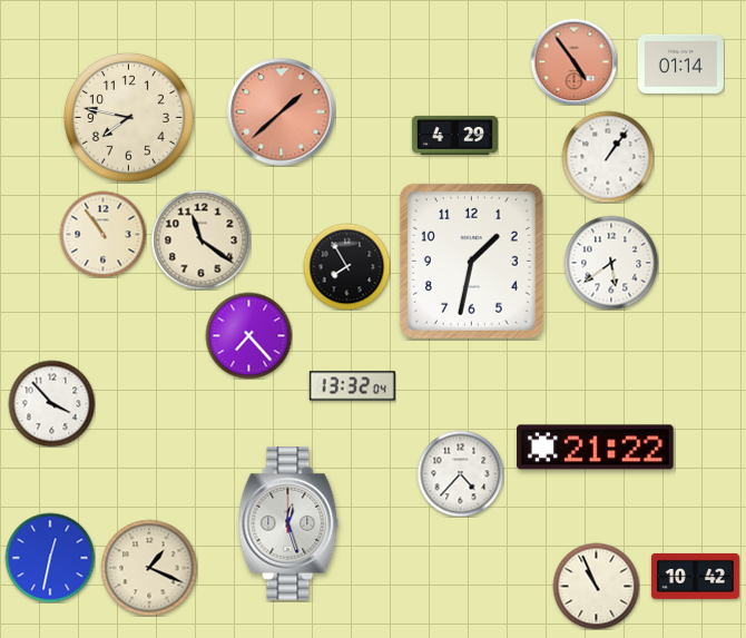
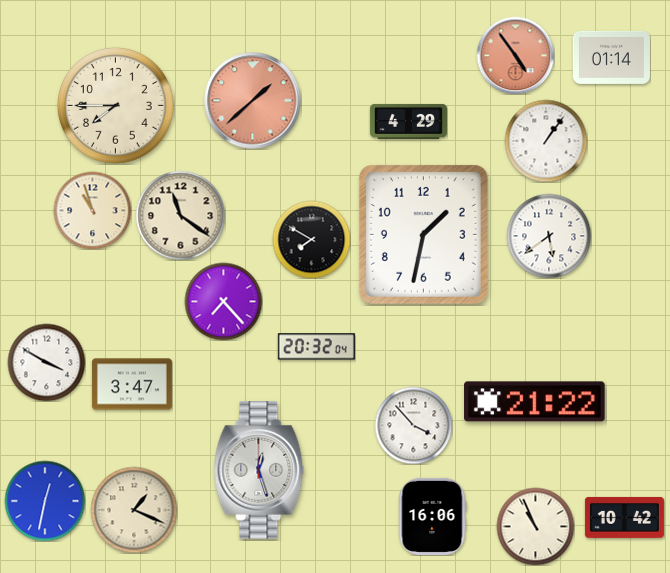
clock at (129, 118): 7:47 -> 7:45
clock at (102, 234): 10:54 -> 10:57
clock at (346, 266): 7:55 -> 7:50
clock at (352, 386): 13:32 -> 20:32
clock at (51, 403): 3:53 -> 3:50
clock at (132, 384): none -> 3:47
clock at (460, 473): 4:37 -> 3:53
clock at (432, 516): none -> 16:06
